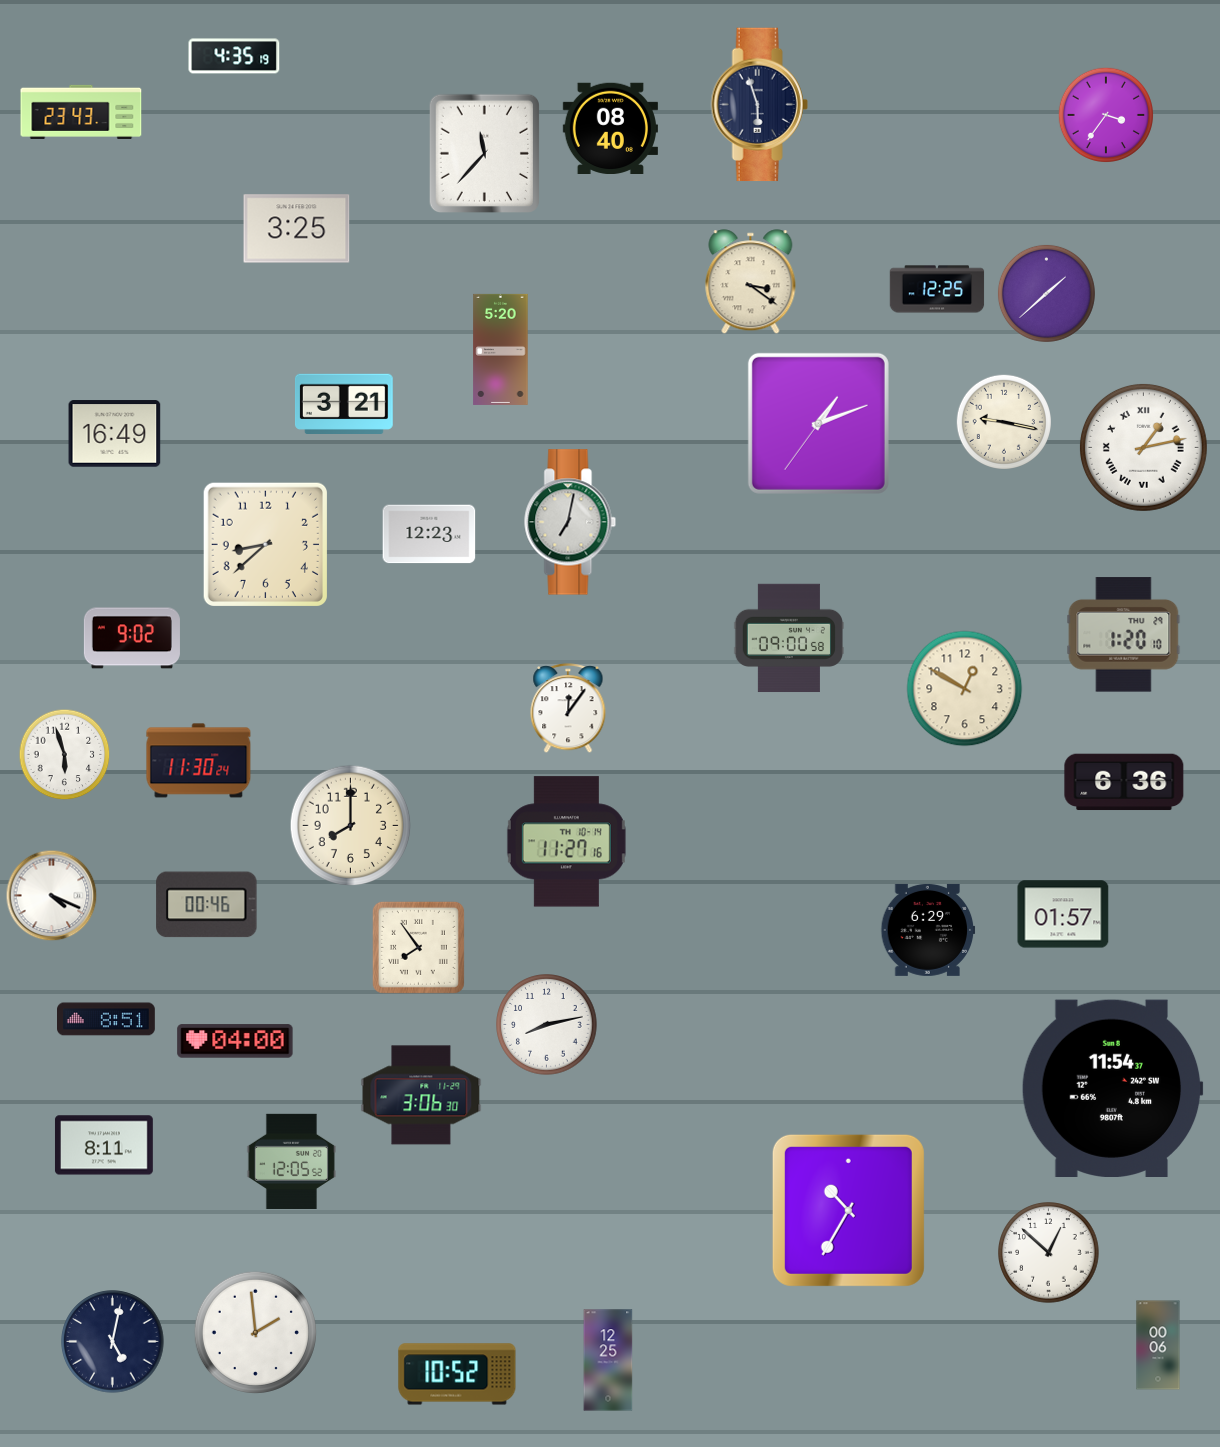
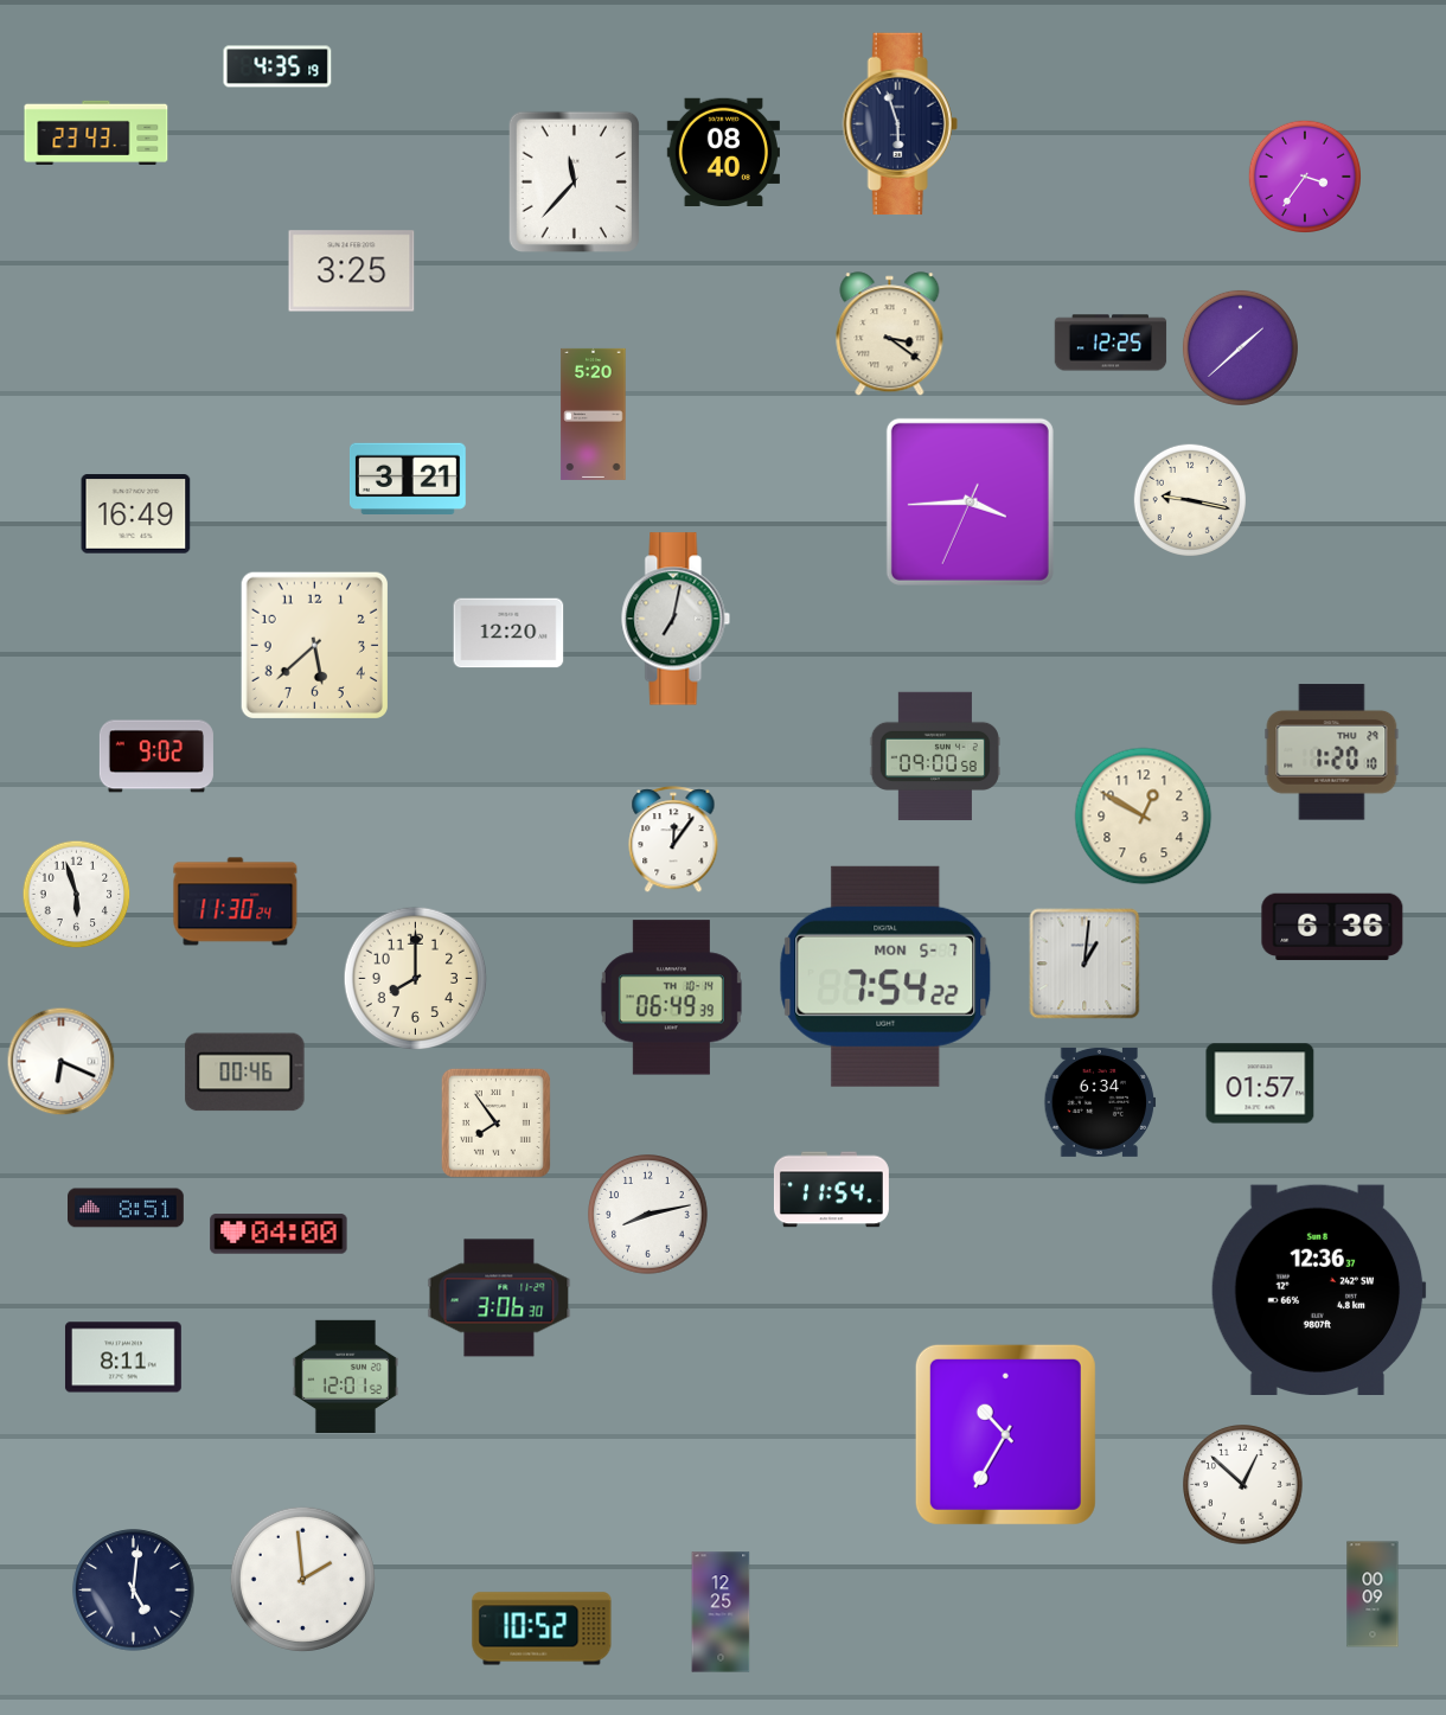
clock at (1106, 115) position: (1106, 115) -> (1305, 177)
clock at (818, 423): 1:11 -> 3:44
clock at (1143, 447): 1:13 -> none
clock at (429, 534): 12:23 -> 12:20
clock at (265, 544): 8:38 -> 5:38
clock at (1084, 964): none -> 1:01
clock at (885, 977): none -> 7:54
clock at (566, 842): 11:27 -> 06:49
clock at (52, 896): 4:19 -> 6:19
clock at (928, 930): 6:29 -> 6:34
clock at (831, 1190): none -> 11:54
clock at (1112, 1088): 11:54 -> 12:36
clock at (291, 1161): 12:05 -> 12:01
clock at (113, 1342): 5:02 -> 5:01
clock at (1158, 1345): 00:06 -> 00:09
